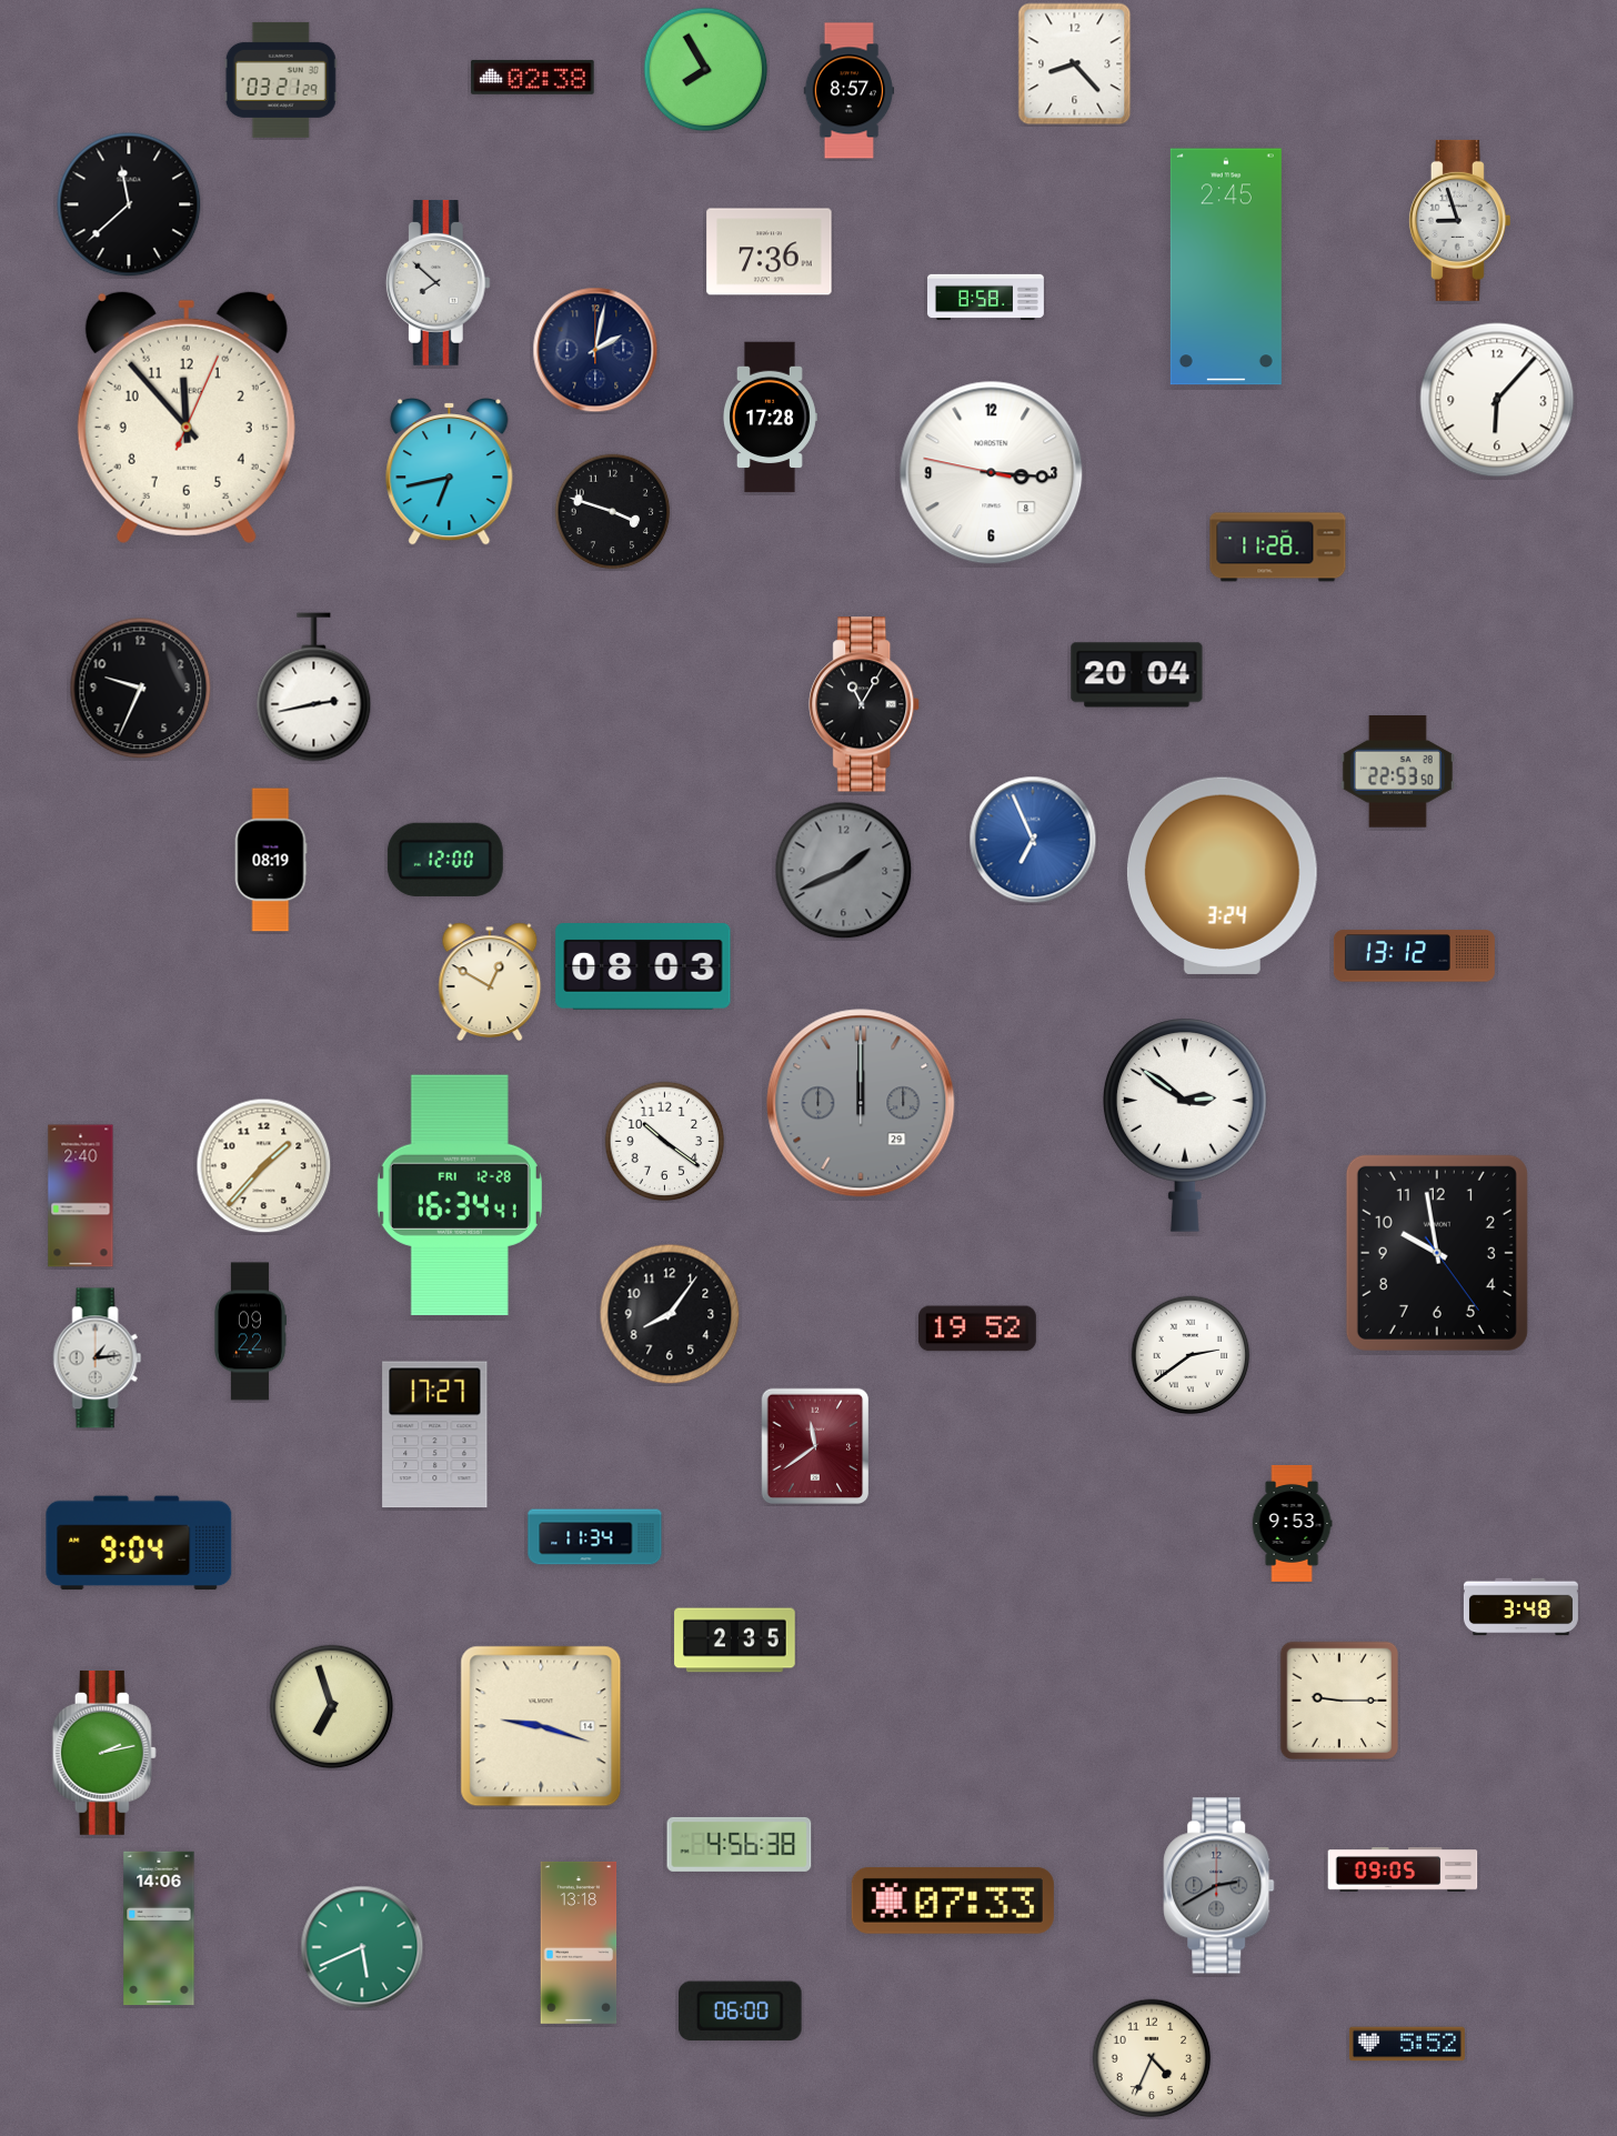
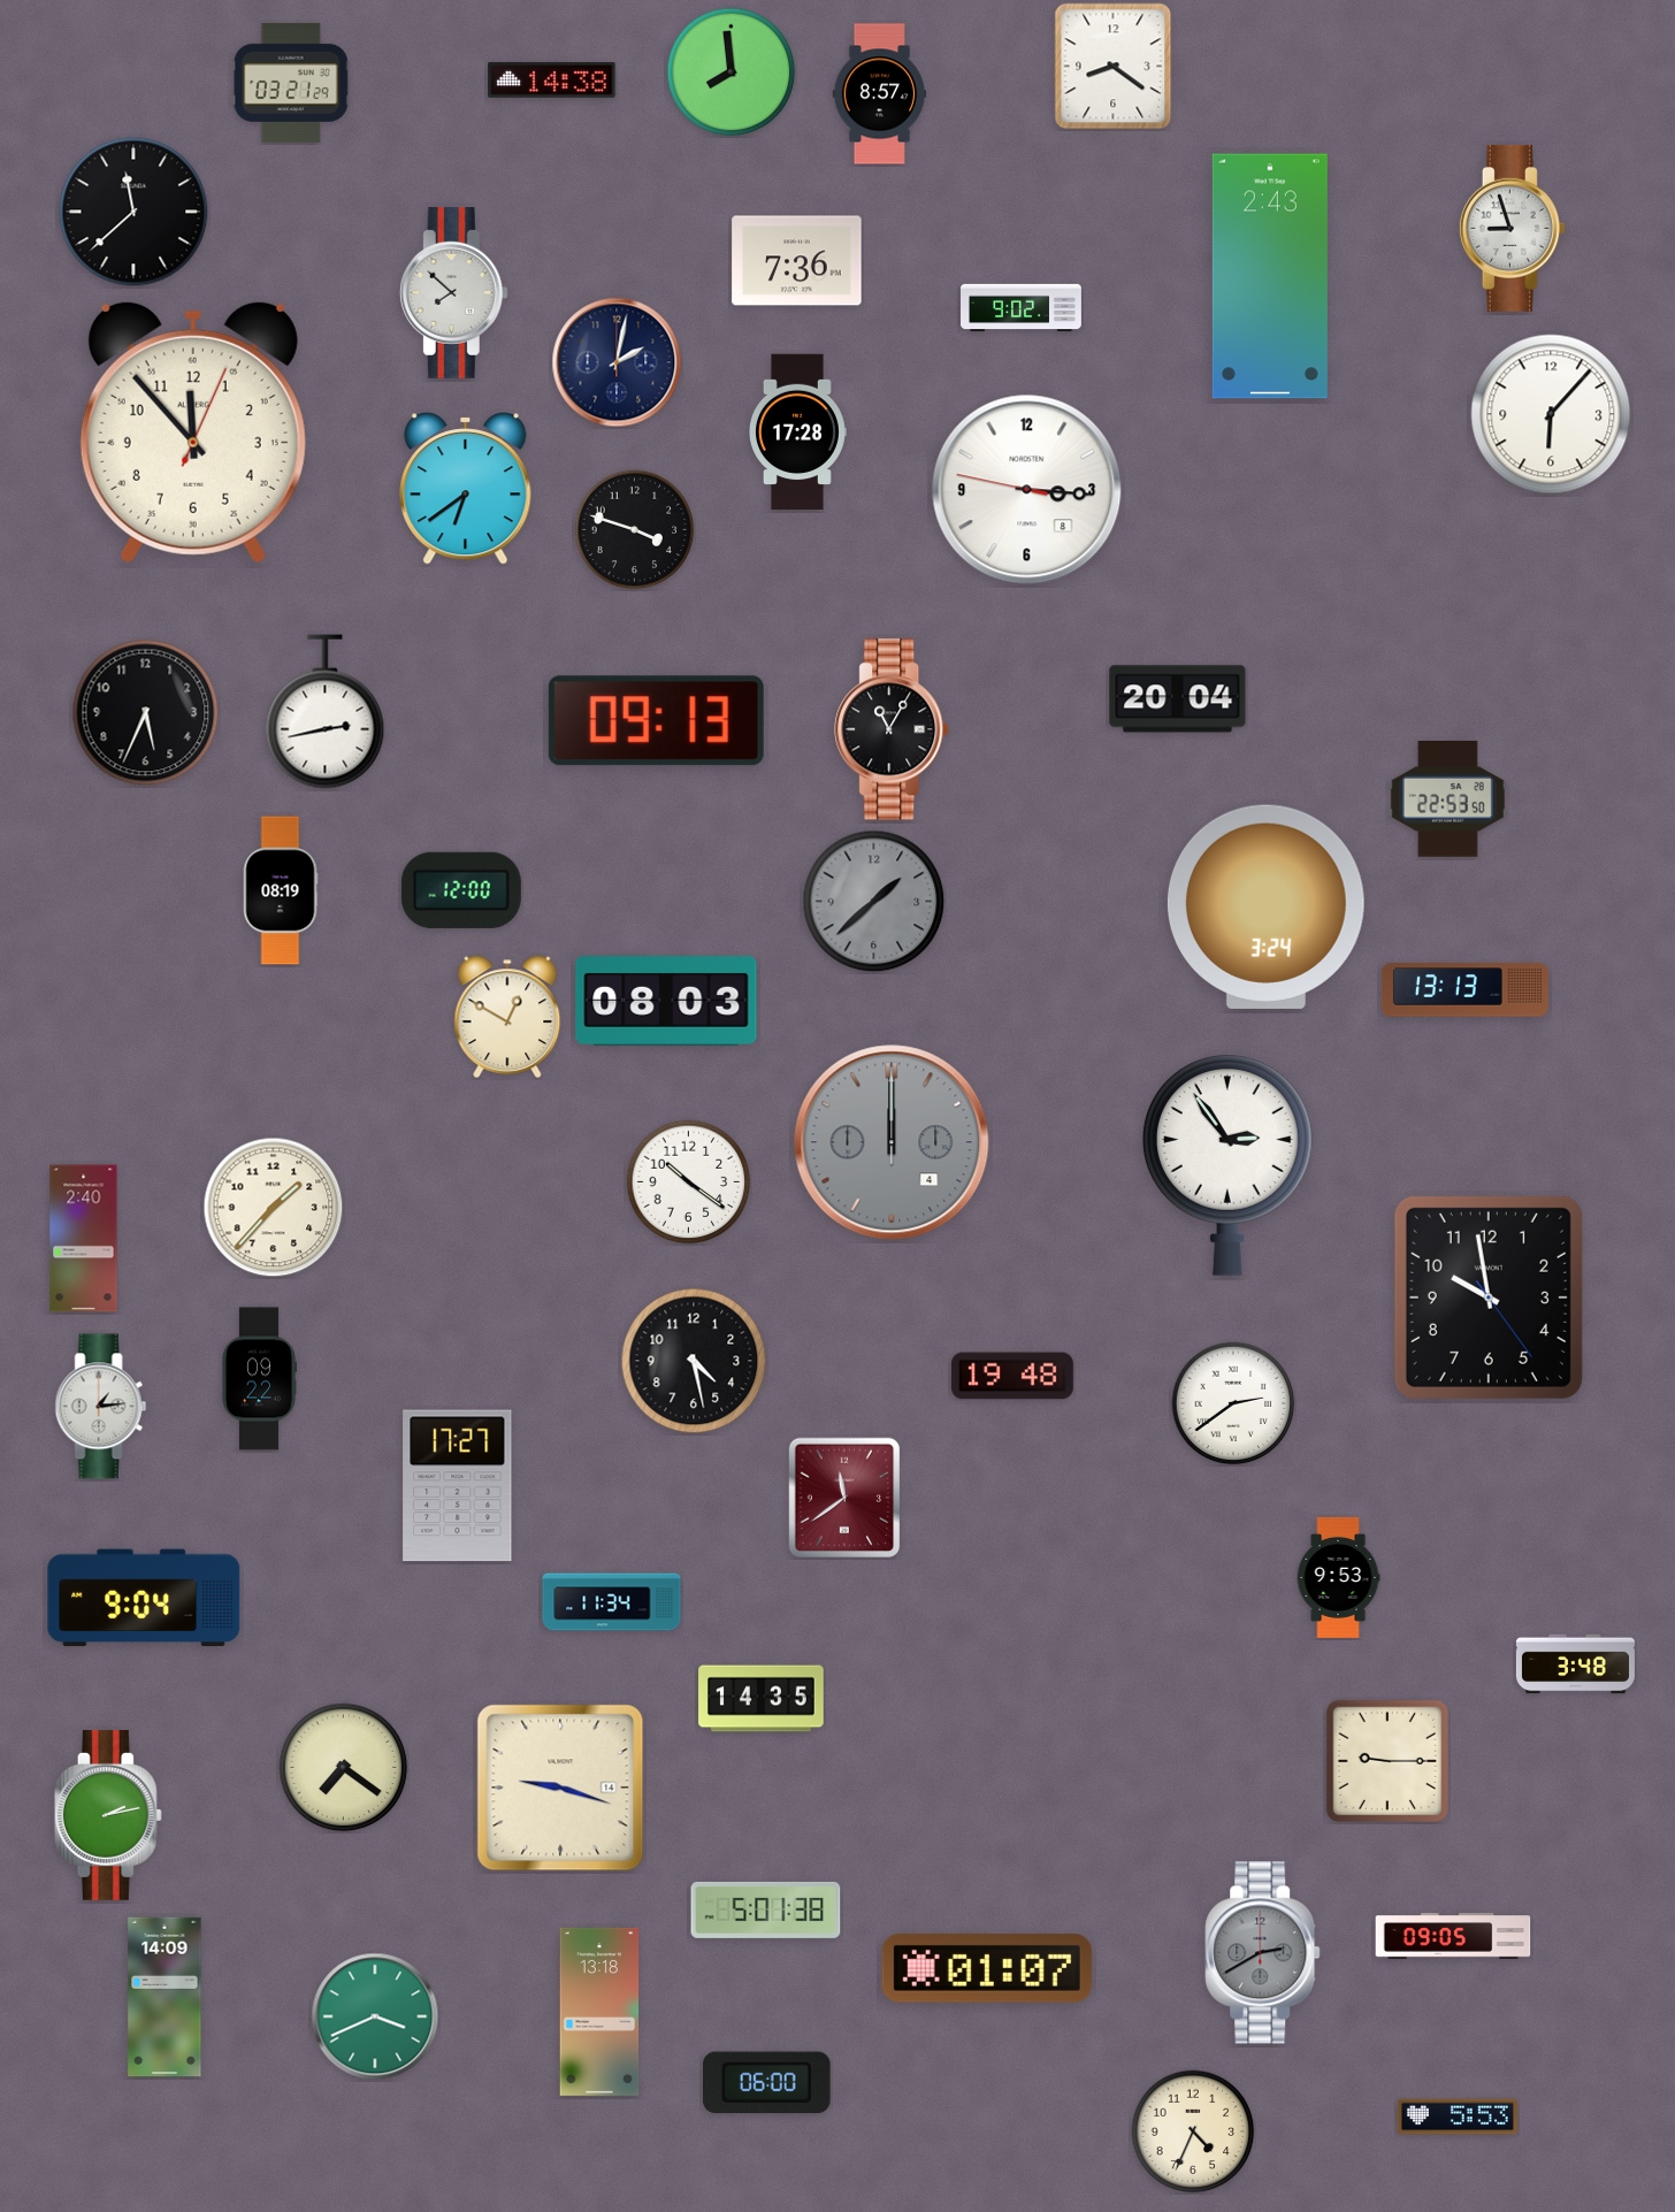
clock at (1075, 64): 8:23 -> 8:21
clock at (706, 70): 7:55 -> 7:59
clock at (533, 77): 02:38 -> 14:38
clock at (1226, 267): 2:45 -> 2:43
clock at (986, 298): 8:58 -> 9:02
clock at (450, 472): 6:43 -> 6:39
clock at (1278, 548): 11:28 -> none
clock at (141, 689): 9:34 -> 5:34
clock at (656, 721): none -> 09:13
clock at (865, 704) position: (865, 704) -> (893, 729)
clock at (1033, 840): 6:56 -> none
clock at (844, 871): 1:41 -> 1:38
clock at (1414, 956): 13:12 -> 13:13
clock at (861, 1103) date: 29 -> 4
clock at (1185, 1125): 2:51 -> 2:54
clock at (460, 1194): 16:34 -> none
clock at (670, 1314): 8:06 -> 4:28
clock at (977, 1328): 19:52 -> 19:48
clock at (435, 1435) position: (435, 1435) -> (458, 1486)
clock at (595, 1537) position: (595, 1537) -> (612, 1602)
clock at (735, 1641): 2:35 -> 14:35
clock at (332, 1707): 6:57 -> 7:21
clock at (740, 1844): 4:56 -> 5:01
clock at (953, 1901): 07:33 -> 01:07
clock at (159, 1928): 14:06 -> 14:09
clock at (362, 1947): 5:41 -> 3:41
clock at (1407, 2044): 5:52 -> 5:53
